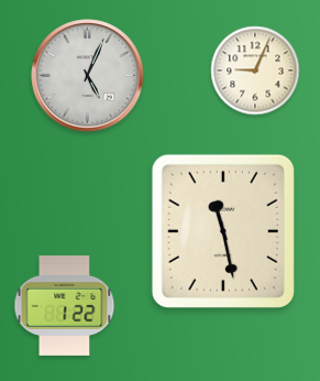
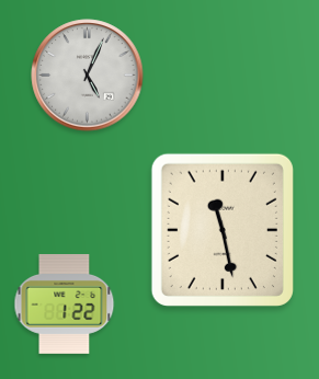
clock at (255, 70): 9:04 -> none
